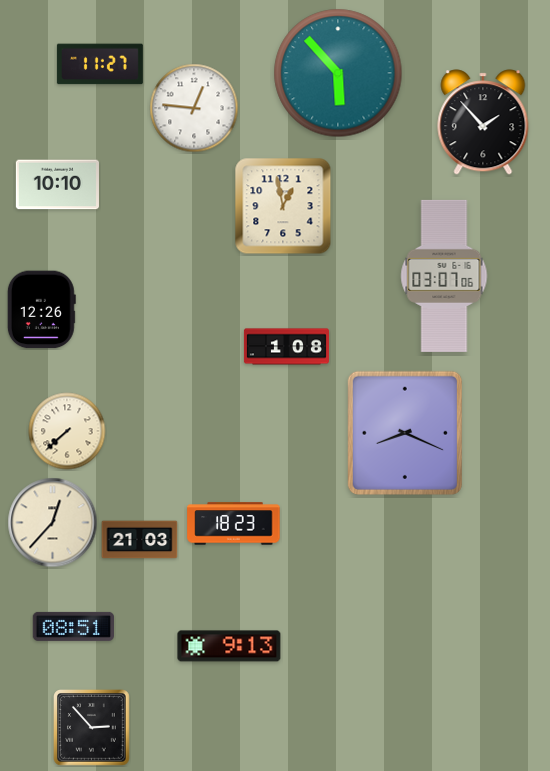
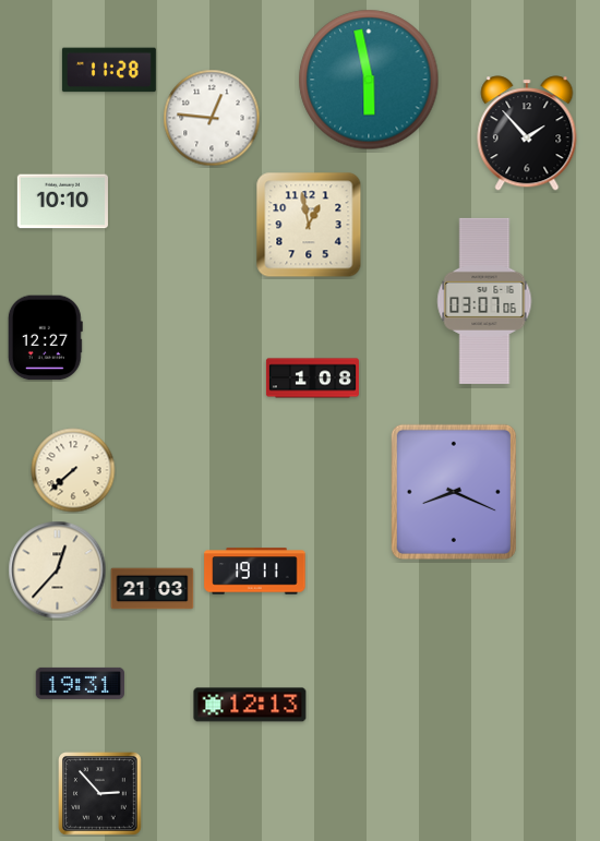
clock at (100, 64): 11:27 -> 11:28
clock at (338, 73): 5:53 -> 5:58
clock at (41, 310): 12:26 -> 12:27
clock at (405, 433) position: (405, 433) -> (454, 492)
clock at (234, 524): 18:23 -> 19:11
clock at (73, 626): 08:51 -> 19:31
clock at (229, 646): 9:13 -> 12:13
